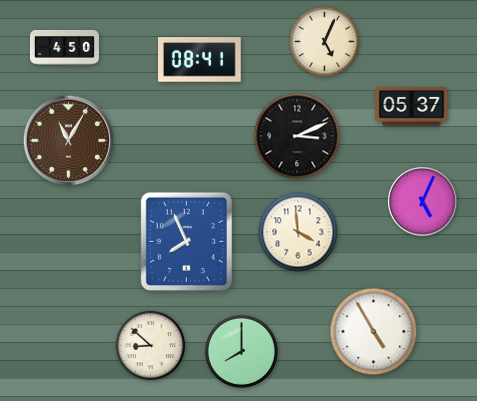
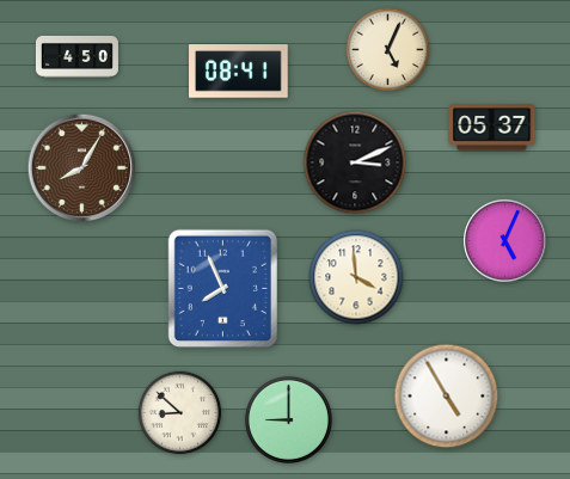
clock at (69, 141): 11:05 -> 8:05
clock at (241, 351): 8:00 -> 9:00
